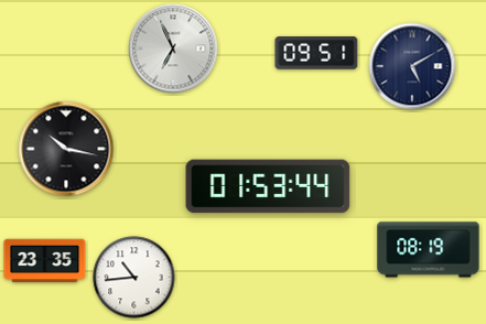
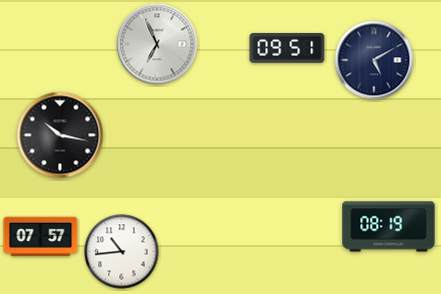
clock at (268, 186): 01:53 -> none
clock at (45, 261): 23:35 -> 07:57
